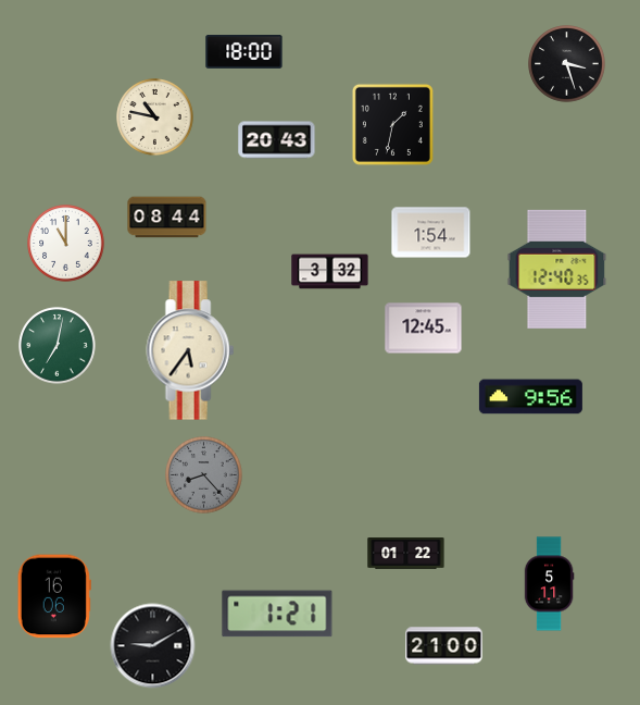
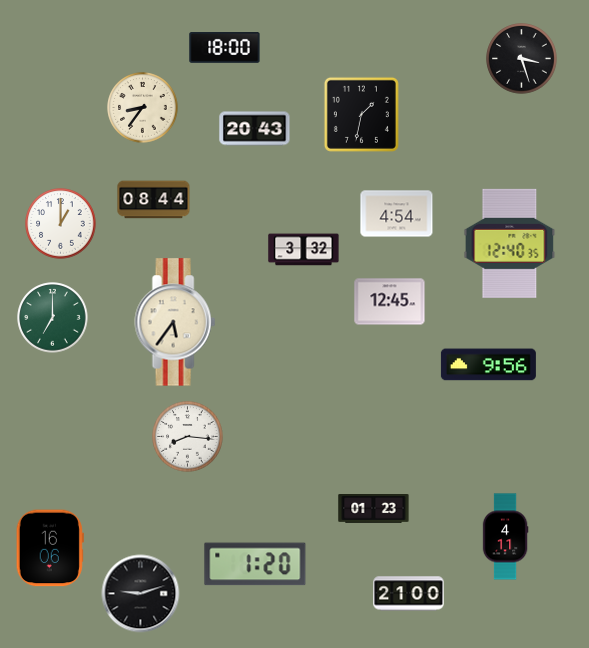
clock at (155, 117): 10:47 -> 8:36
clock at (431, 233): 1:54 -> 4:54
clock at (66, 244): 11:00 -> 1:00
clock at (557, 269) position: (557, 269) -> (510, 243)
clock at (58, 346): 7:02 -> 7:00
clock at (204, 475): 8:23 -> 8:16
clock at (204, 475) dial: grey -> white
clock at (406, 554): 01:22 -> 01:23
clock at (549, 584): 5:11 -> 4:11
clock at (277, 614): 1:21 -> 1:20
clock at (153, 646): 9:10 -> 9:12
